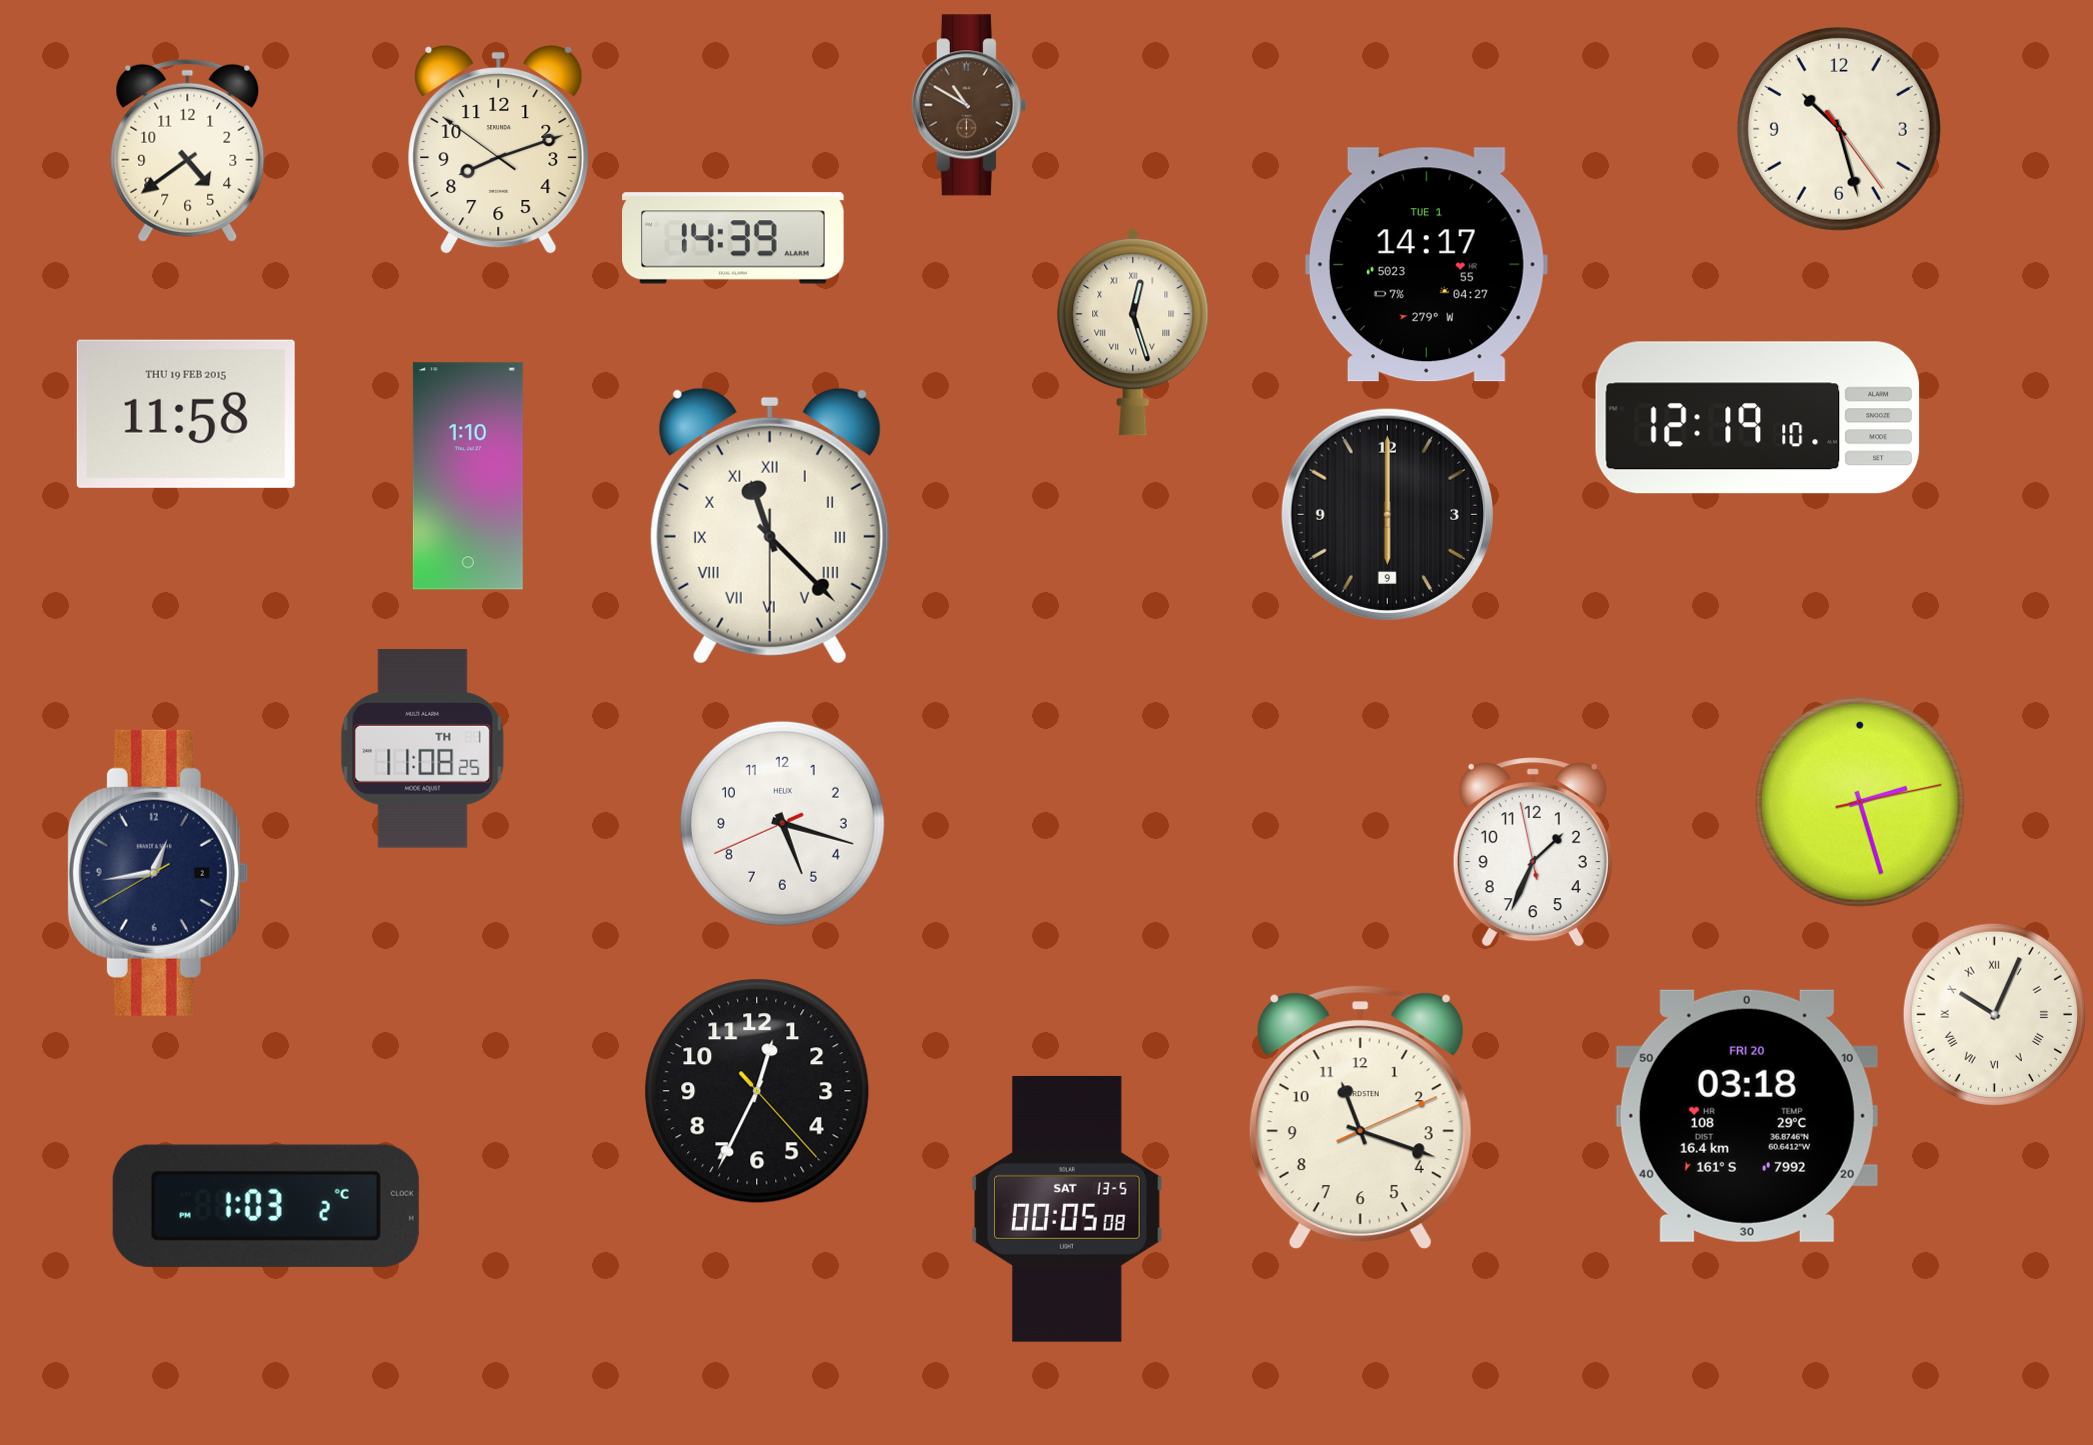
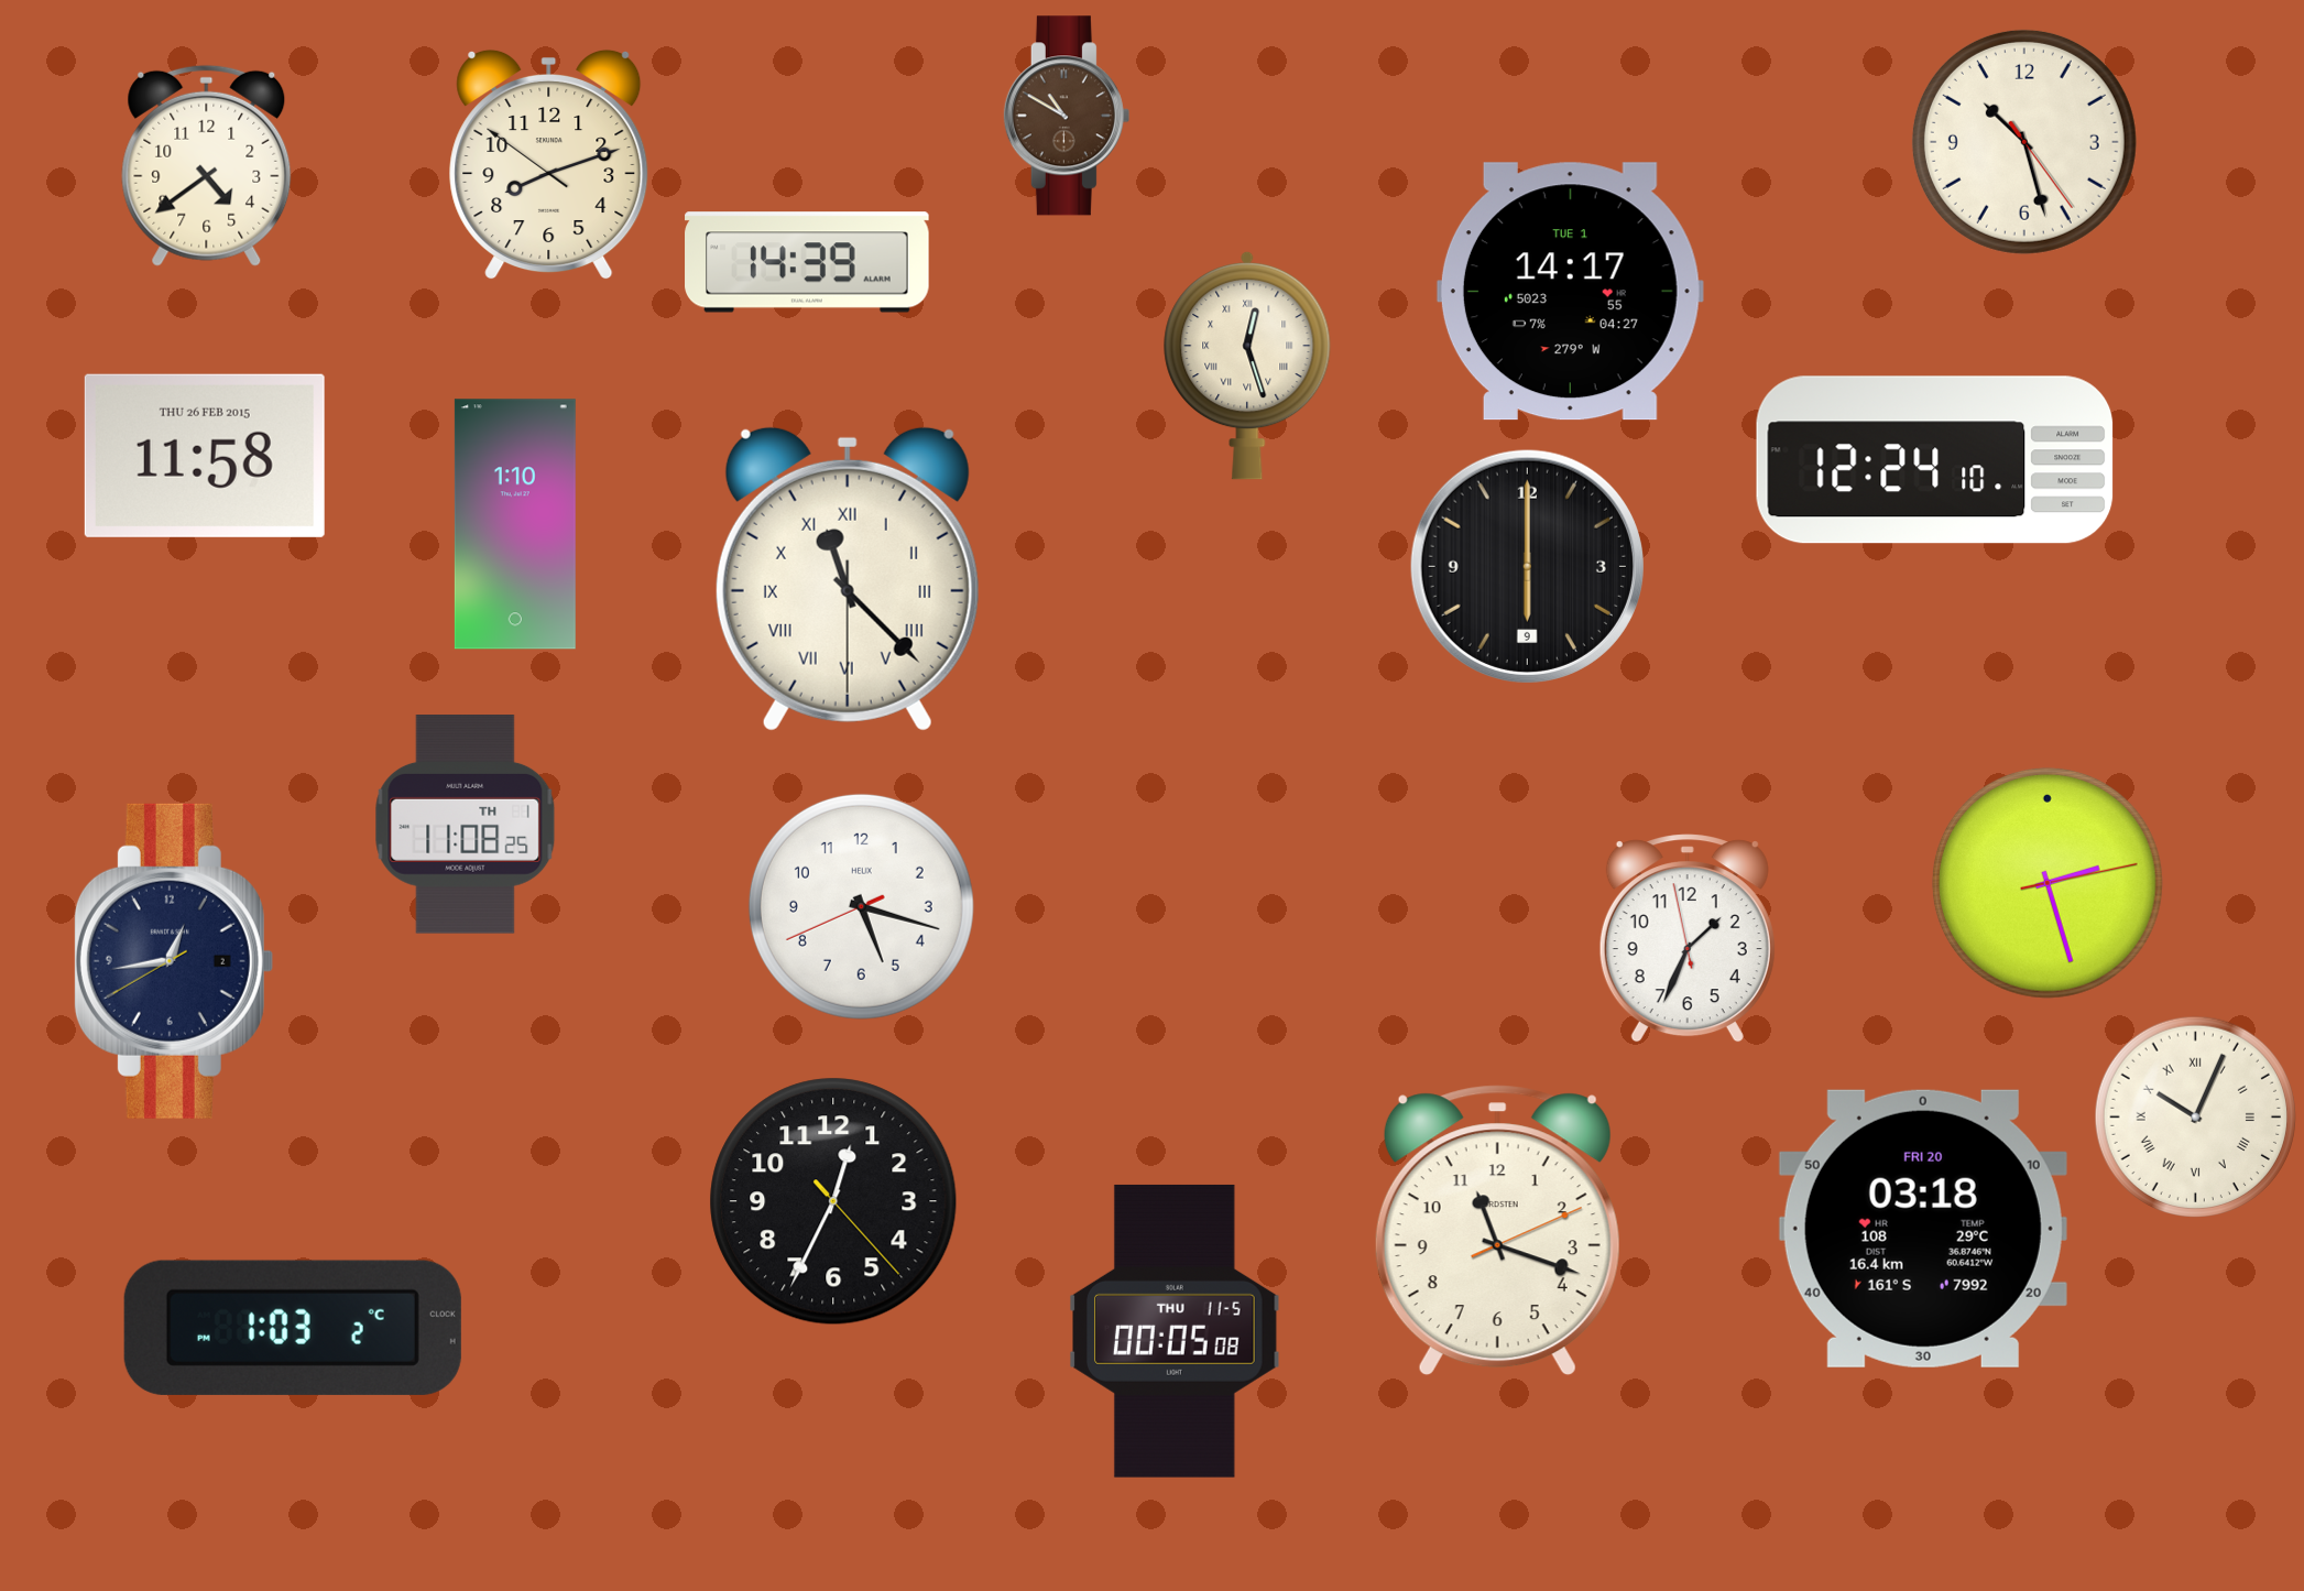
clock at (186, 414) date: THU 19 FEB 2015 -> THU 26 FEB 2015
clock at (1758, 418): 12:19 -> 12:24
clock at (1067, 1209) date: SAT 13-5 -> THU 11-5
